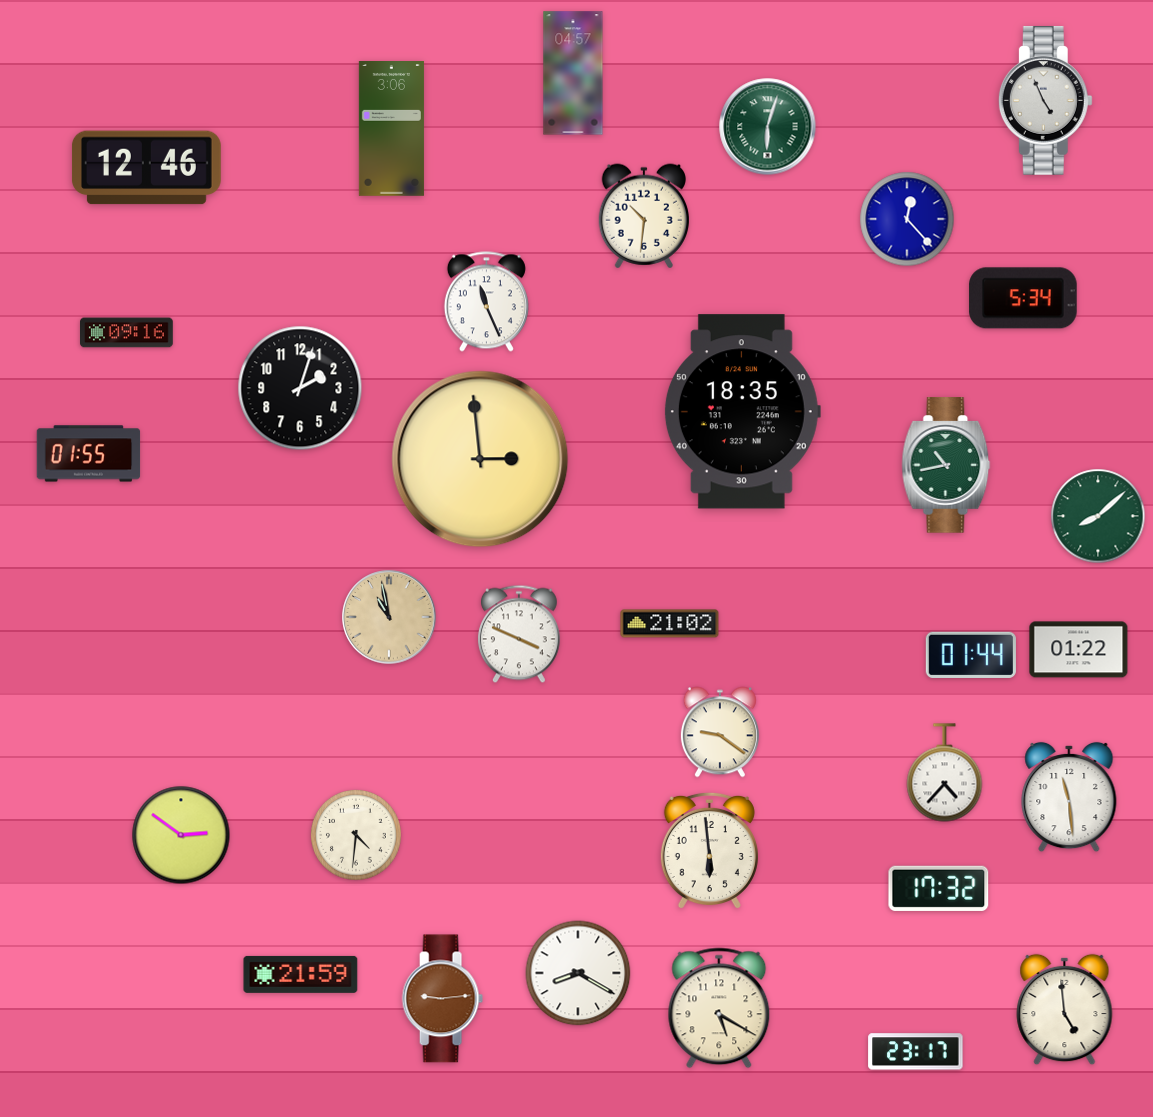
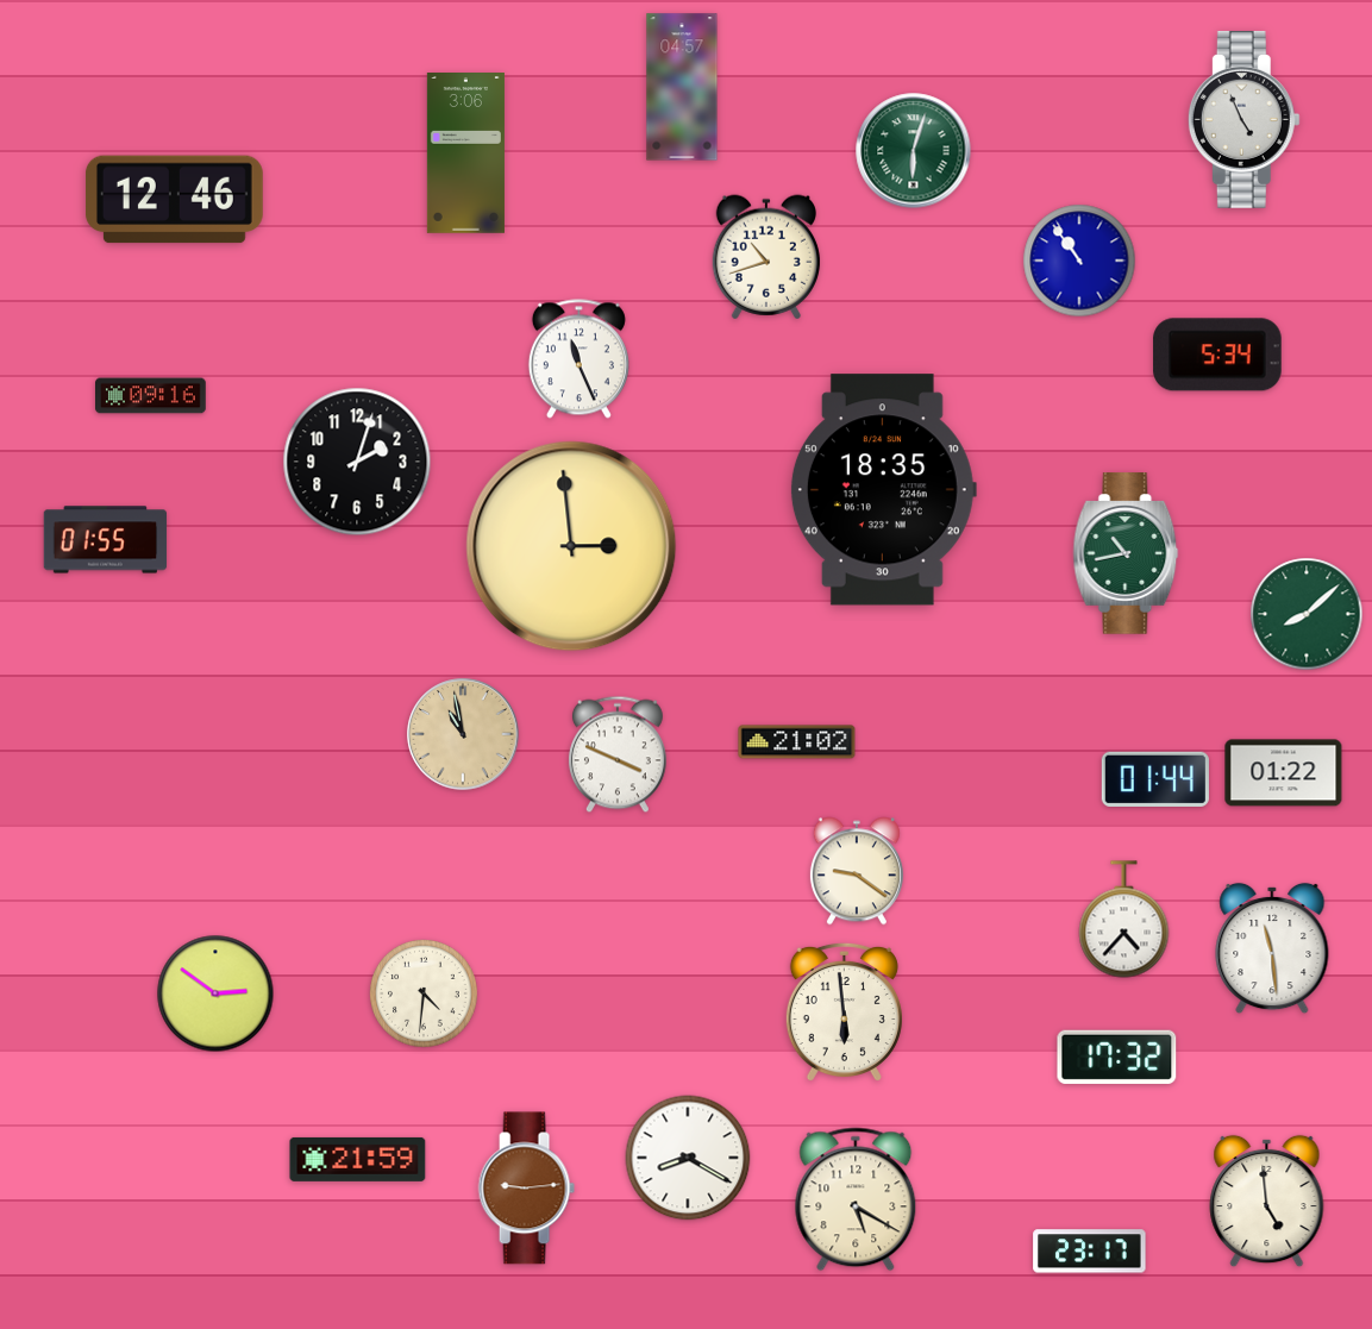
clock at (643, 216): 10:31 -> 10:42
clock at (907, 219): 12:23 -> 10:54
